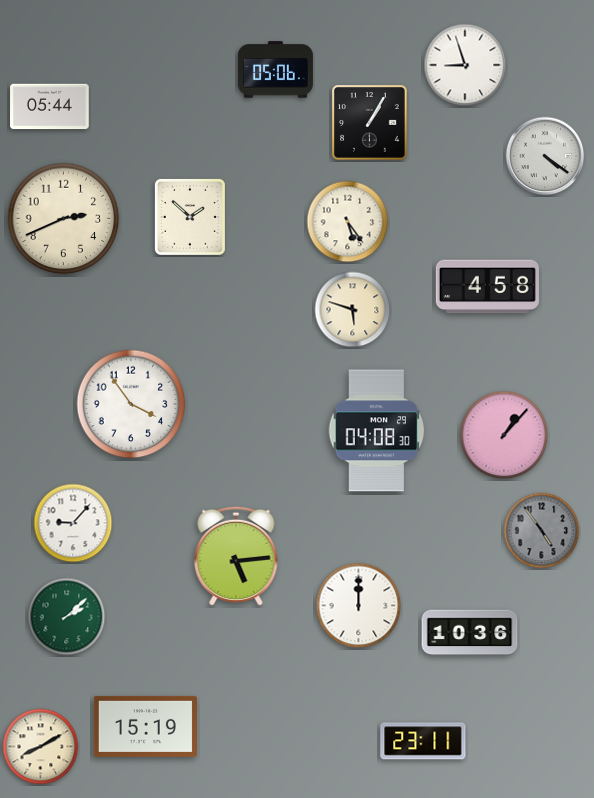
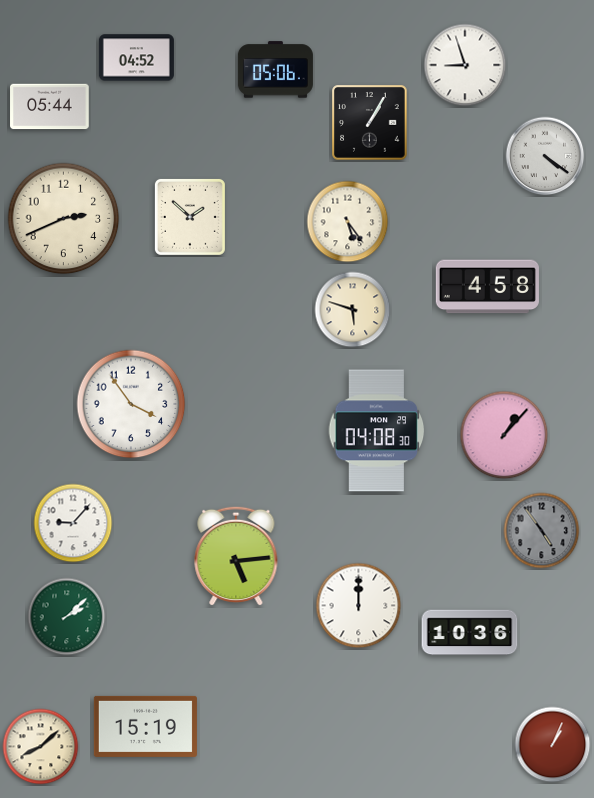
clock at (136, 58): none -> 04:52
clock at (423, 741): 23:11 -> none
clock at (553, 745): none -> 1:04
clock at (41, 747): 8:10 -> 8:08
